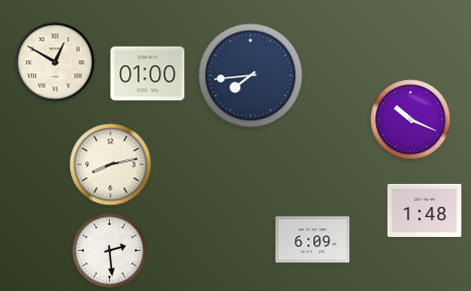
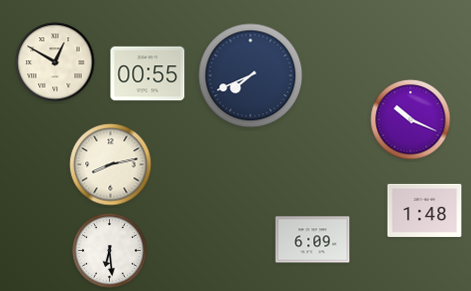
clock at (148, 74): 01:00 -> 00:55
clock at (251, 76): 7:44 -> 7:41
clock at (110, 251): 2:29 -> 6:29
